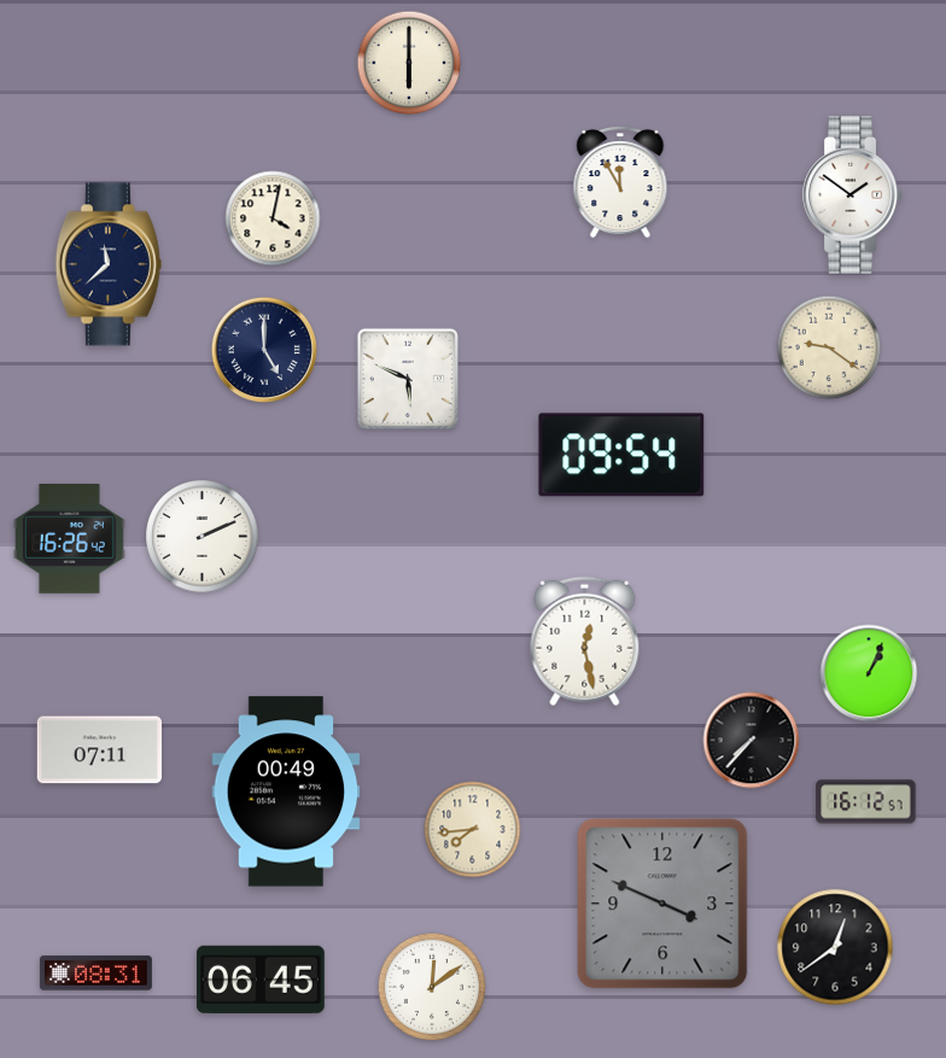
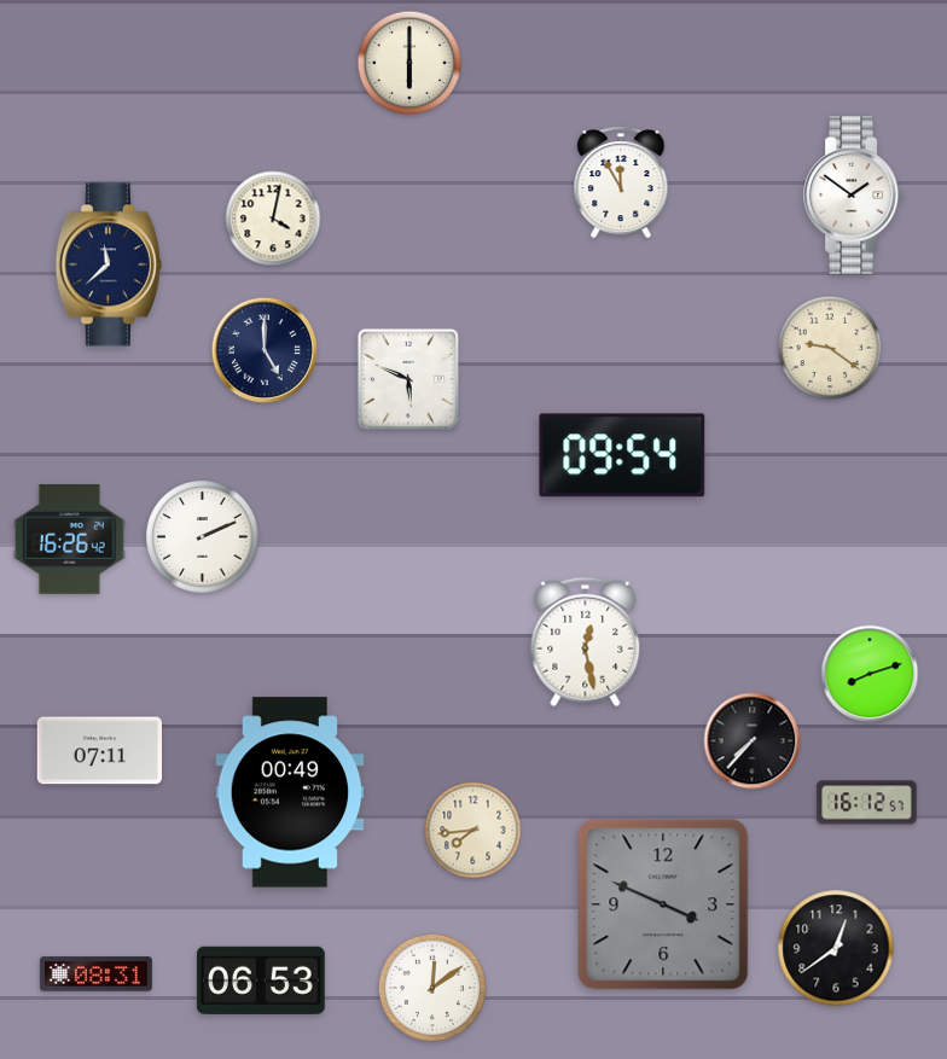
clock at (869, 673): 1:04 -> 8:12
clock at (286, 791) position: (286, 791) -> (290, 792)
clock at (261, 980): 06:45 -> 06:53
